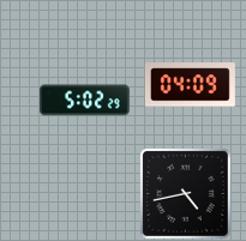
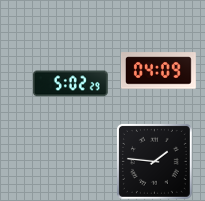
clock at (185, 193): 4:43 -> 1:46
